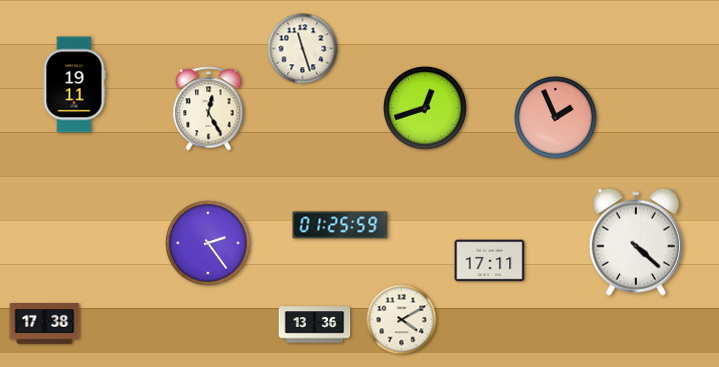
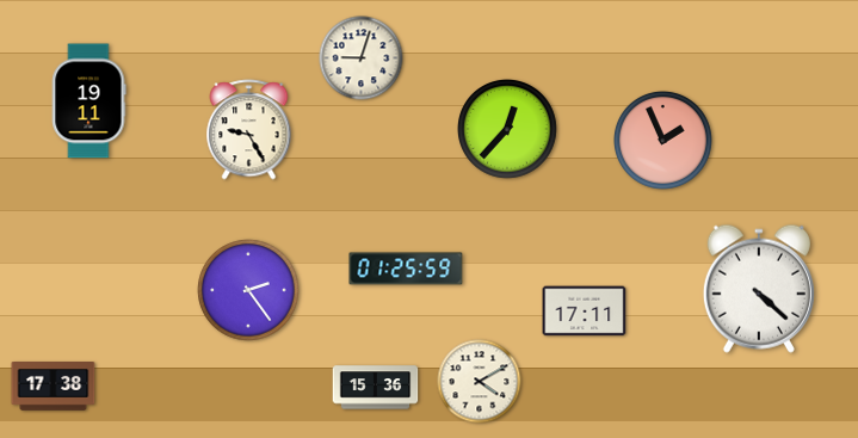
clock at (303, 49): 11:27 -> 9:03
clock at (209, 109): 12:25 -> 9:25
clock at (426, 109): 12:42 -> 12:37
clock at (315, 325): 13:36 -> 15:36
